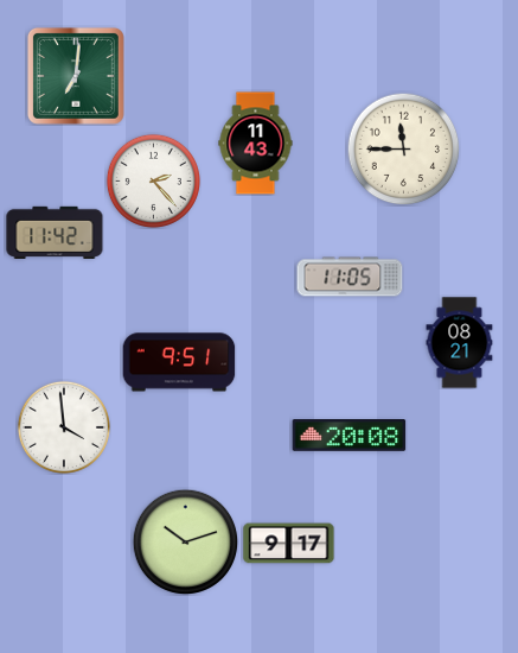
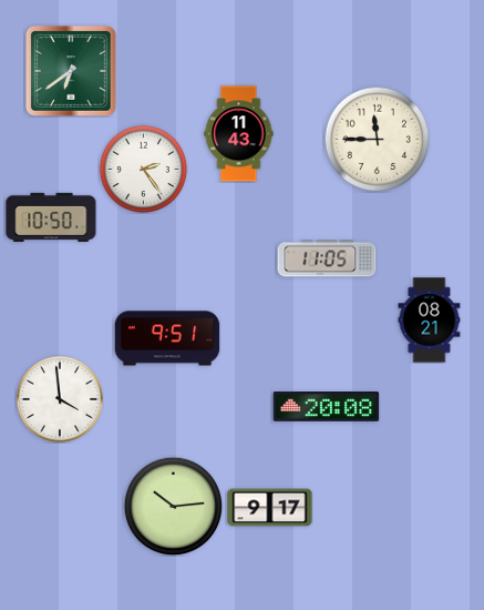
clock at (76, 76): 7:01 -> 6:39
clock at (153, 180): 2:23 -> 2:24
clock at (55, 233): 11:42 -> 10:50
clock at (185, 541): 10:12 -> 10:14
